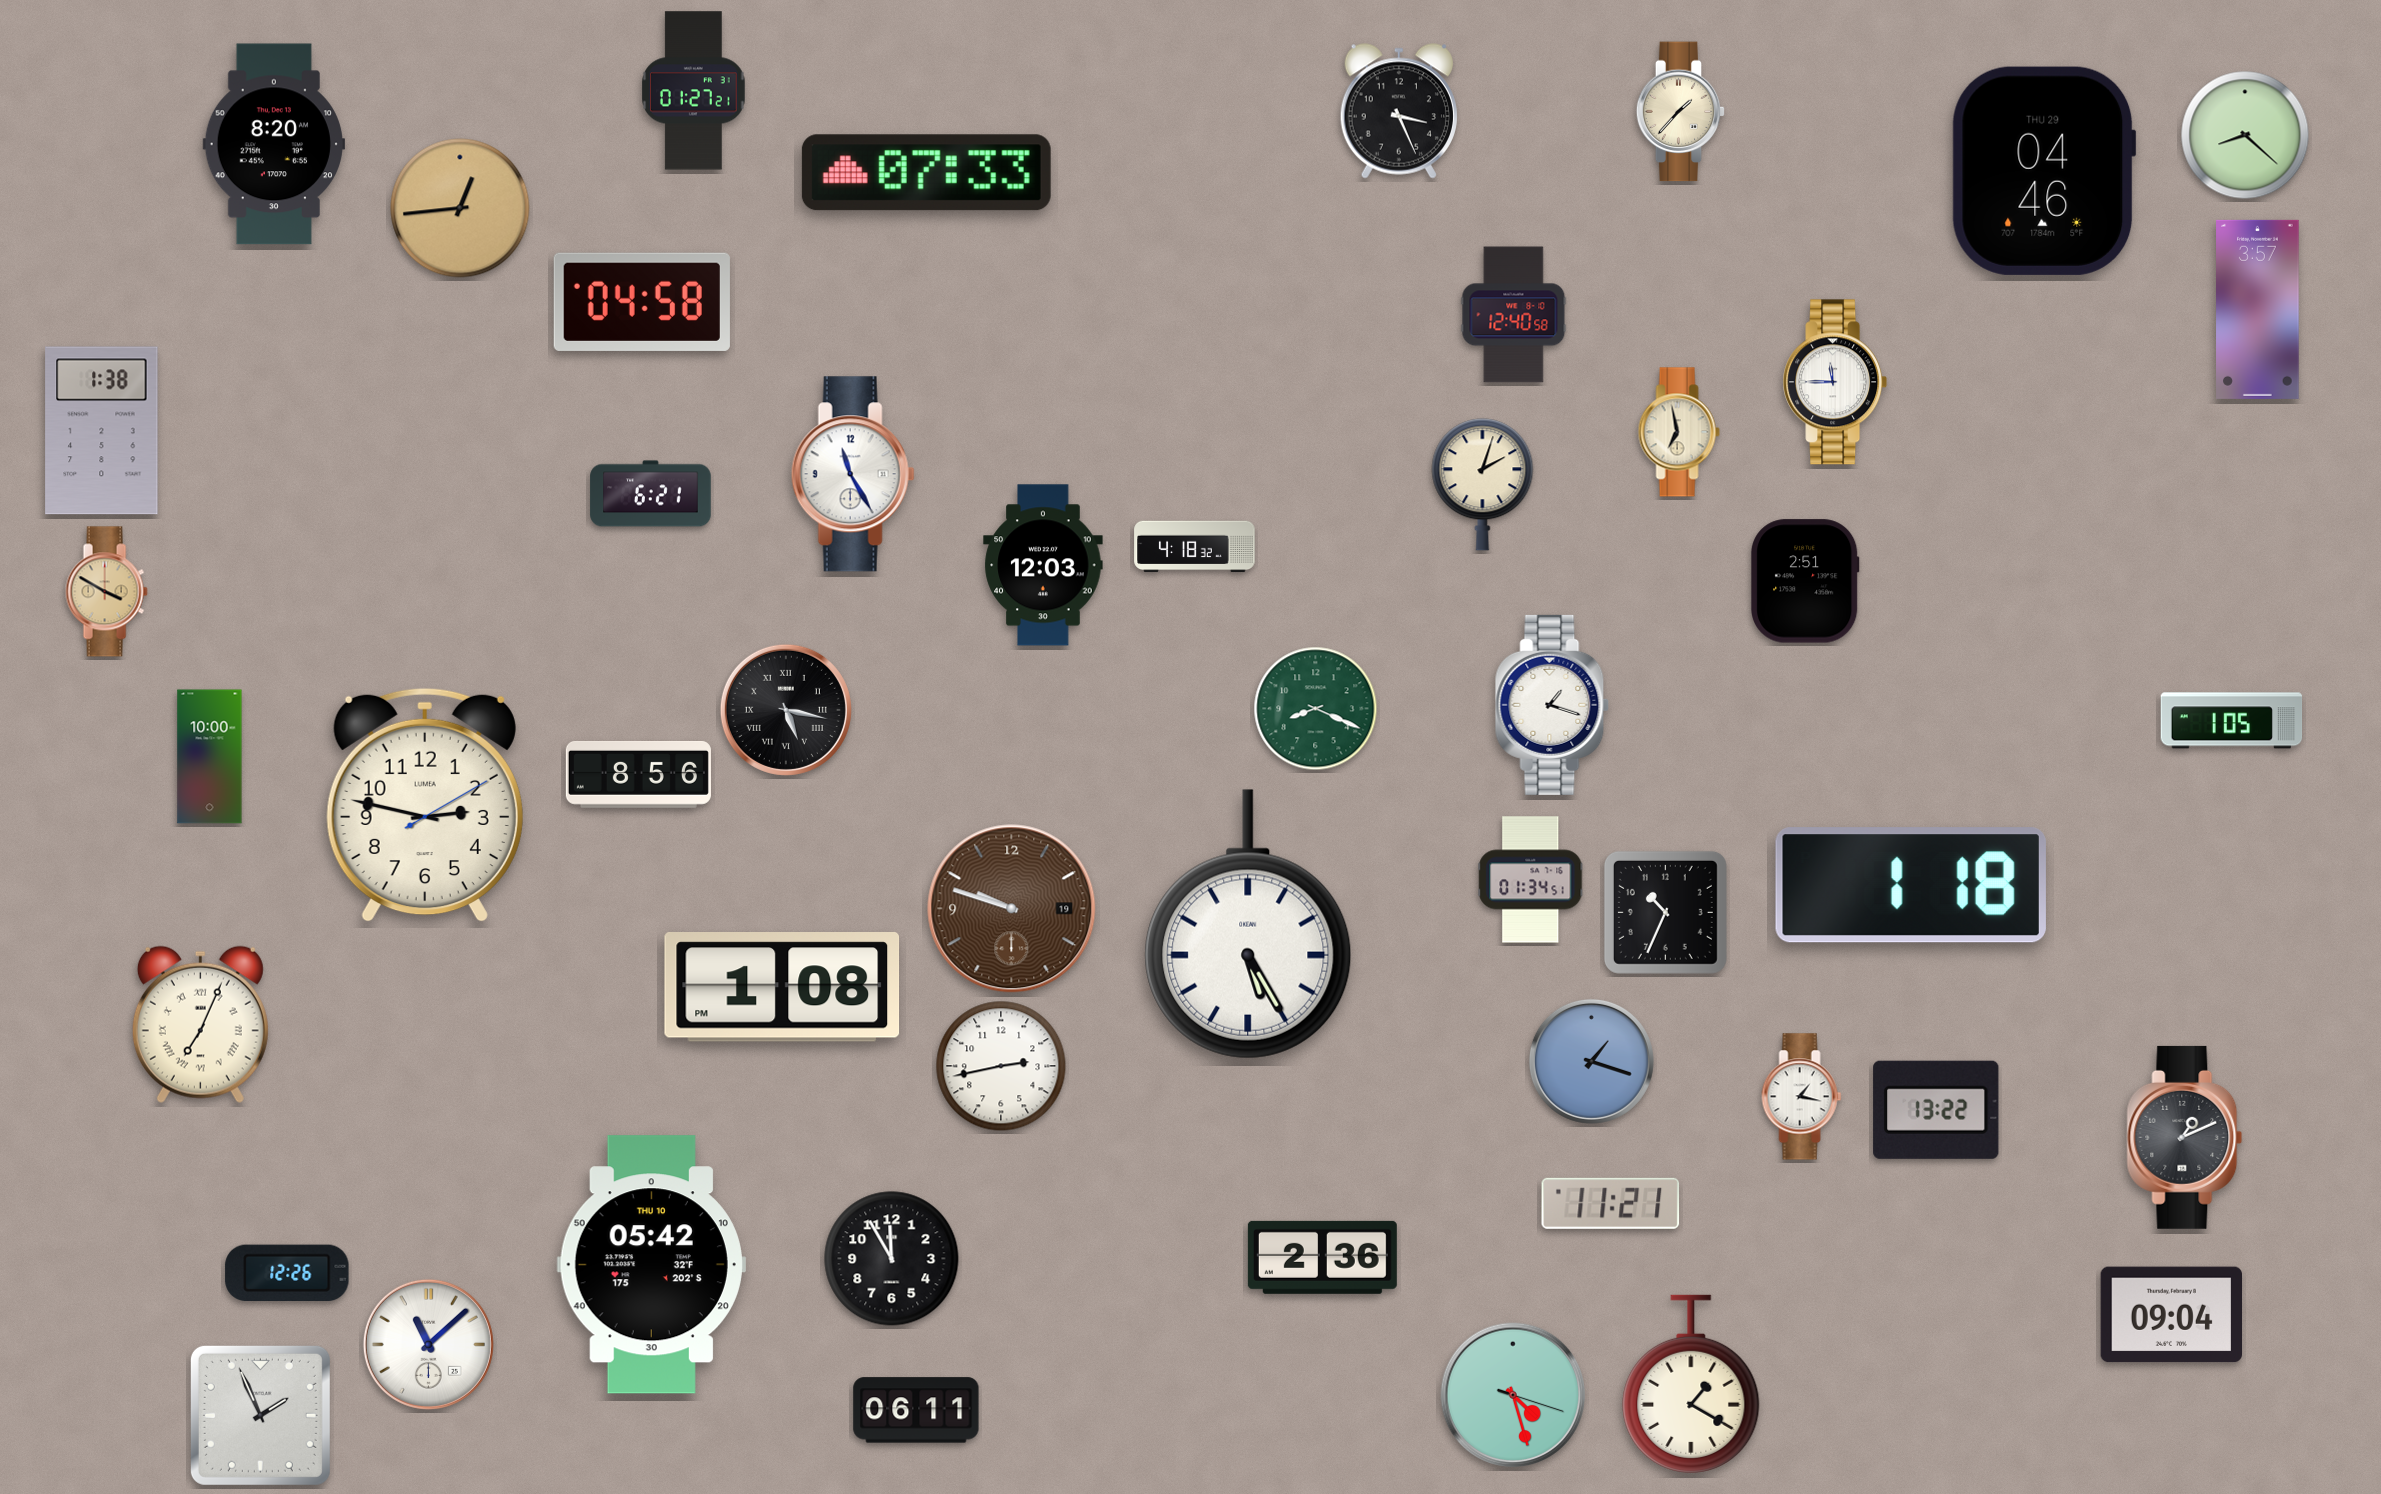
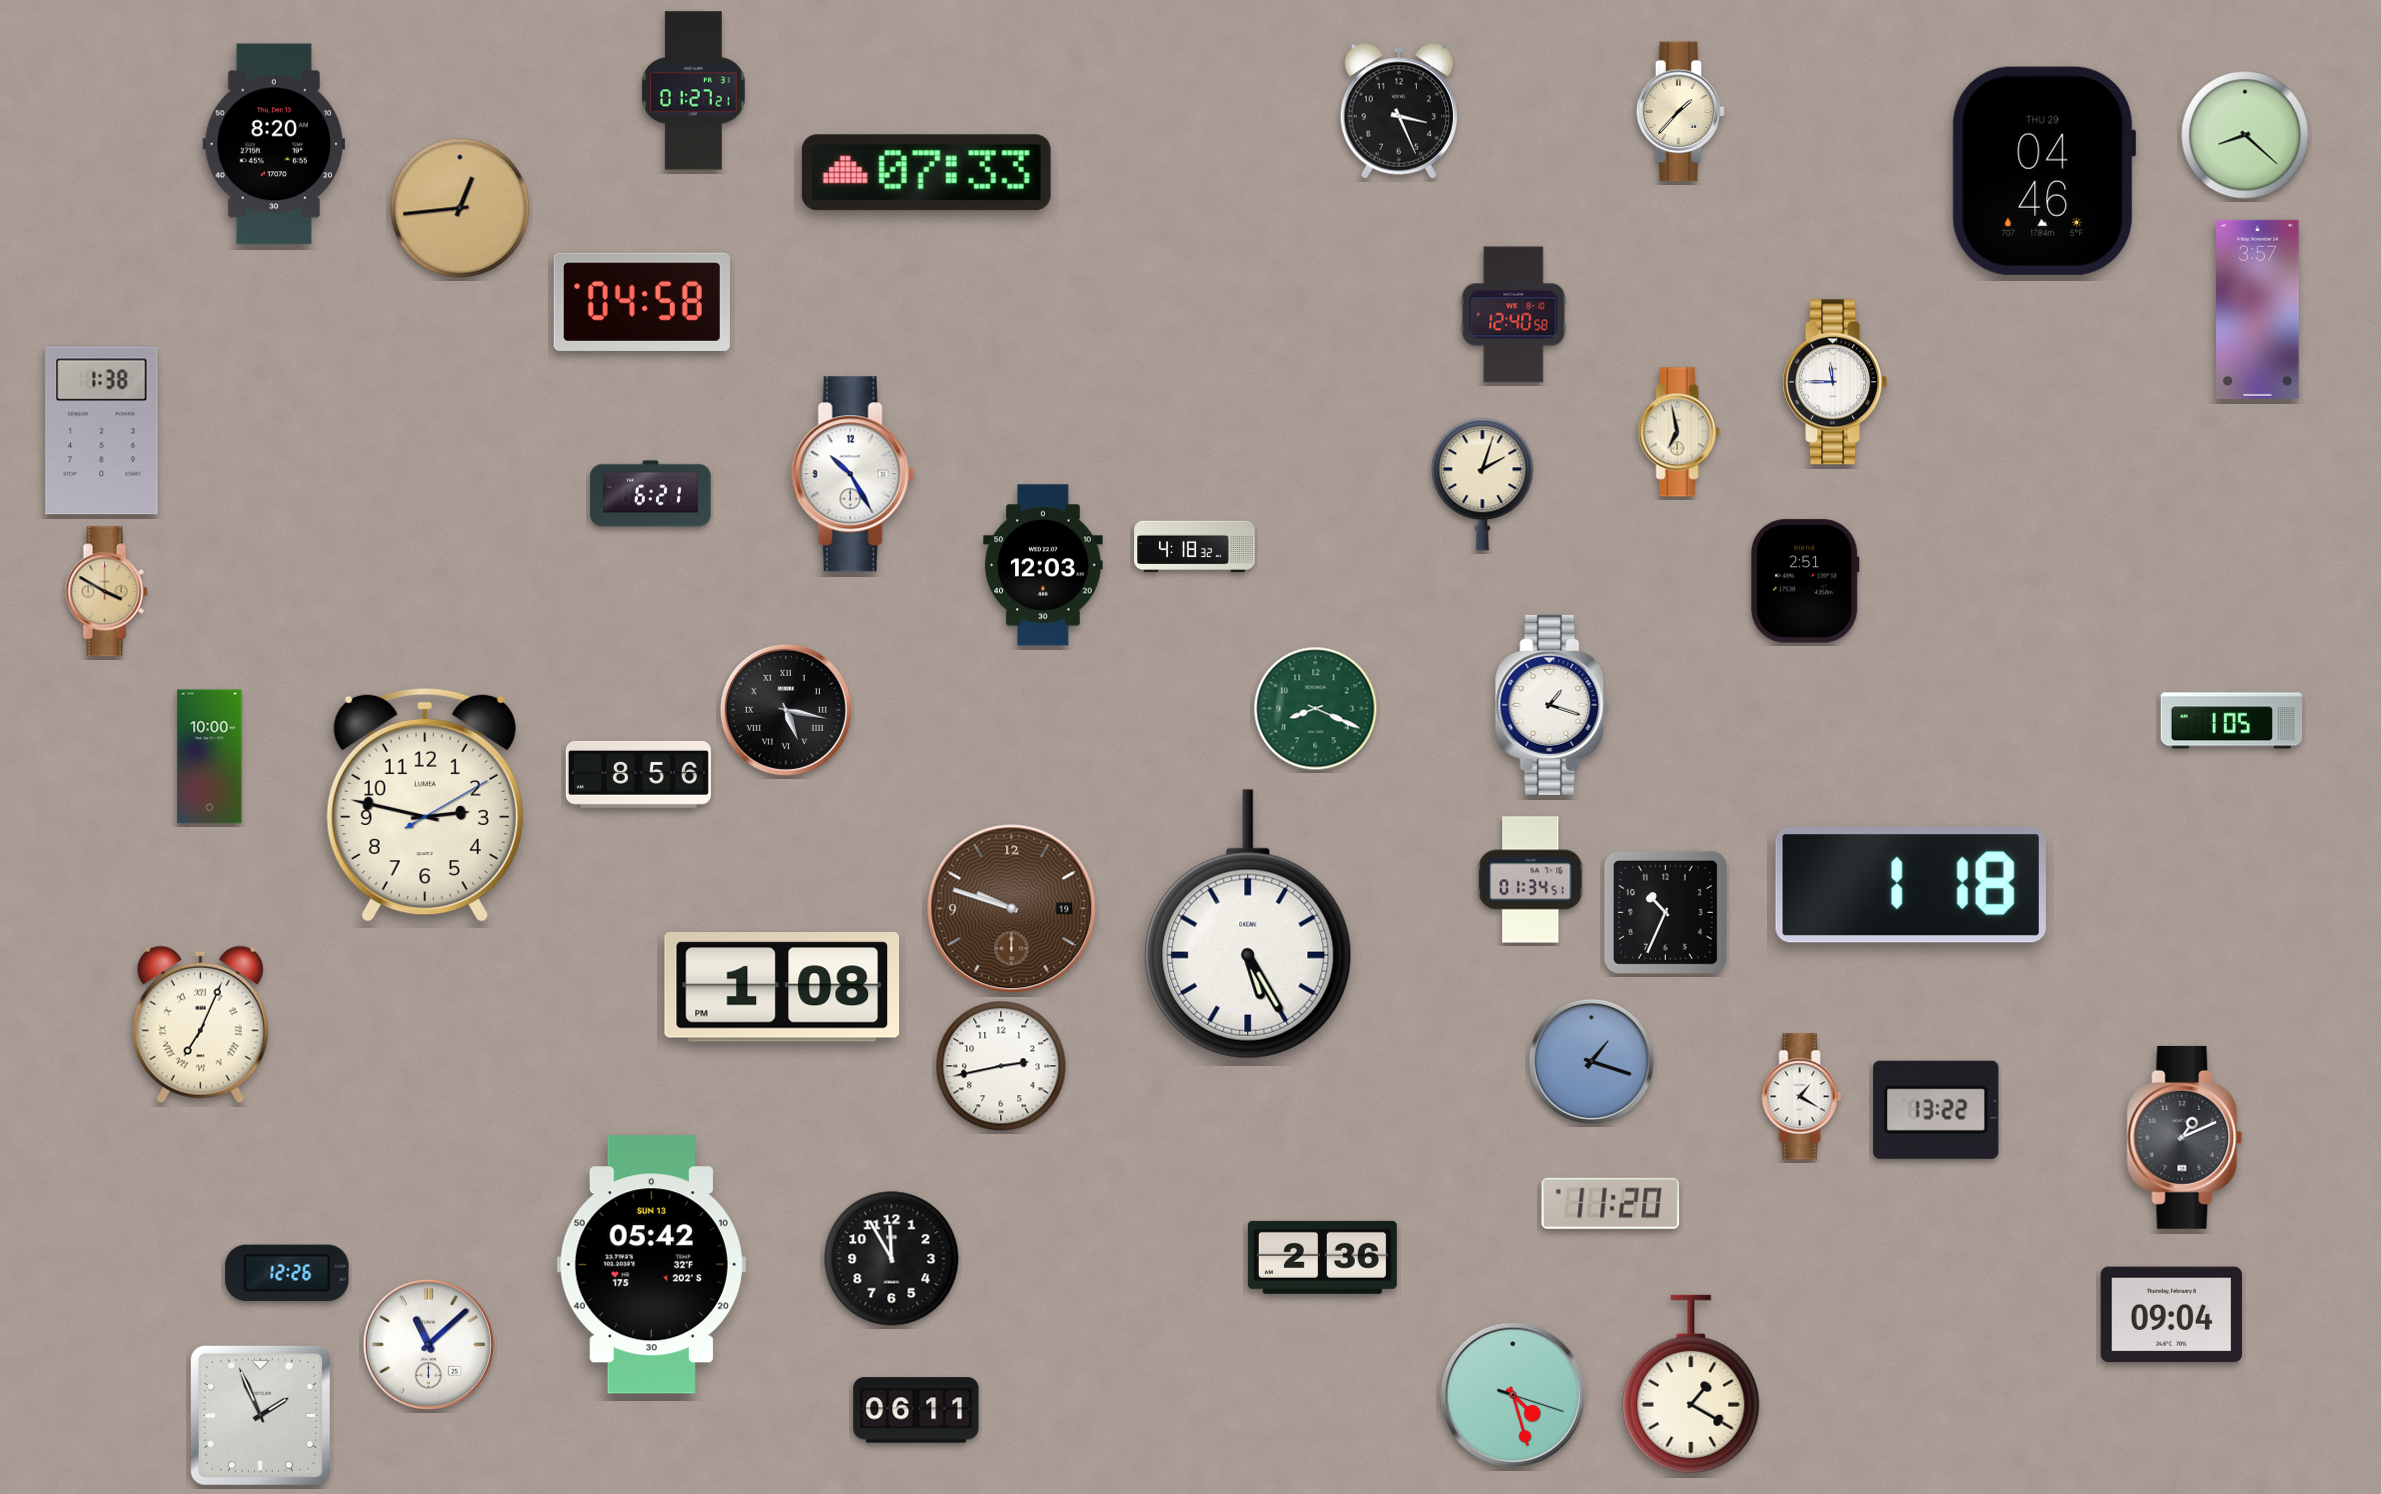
clock at (853, 474): 11:25 -> 10:25
clock at (1802, 1097): 1:17 -> 1:20
clock at (1611, 1203): 11:21 -> 11:20
clock at (651, 1265) date: THU 10 -> SUN 13
